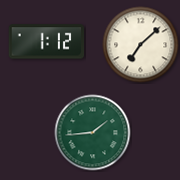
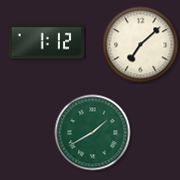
clock at (93, 133): 1:44 -> 1:40
